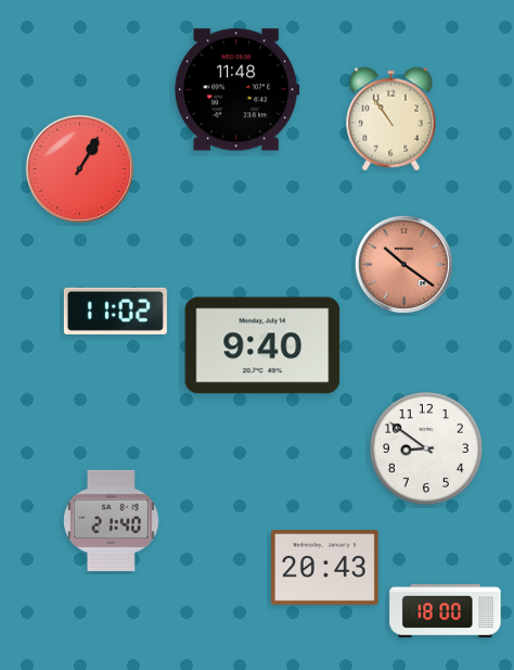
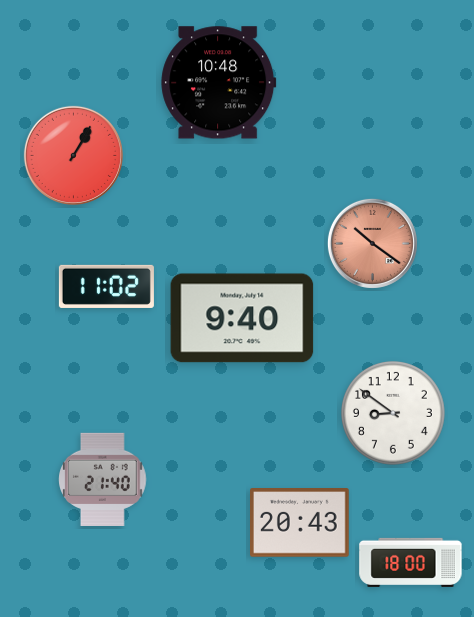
clock at (237, 90): 11:48 -> 10:48
clock at (391, 119): 10:54 -> none
